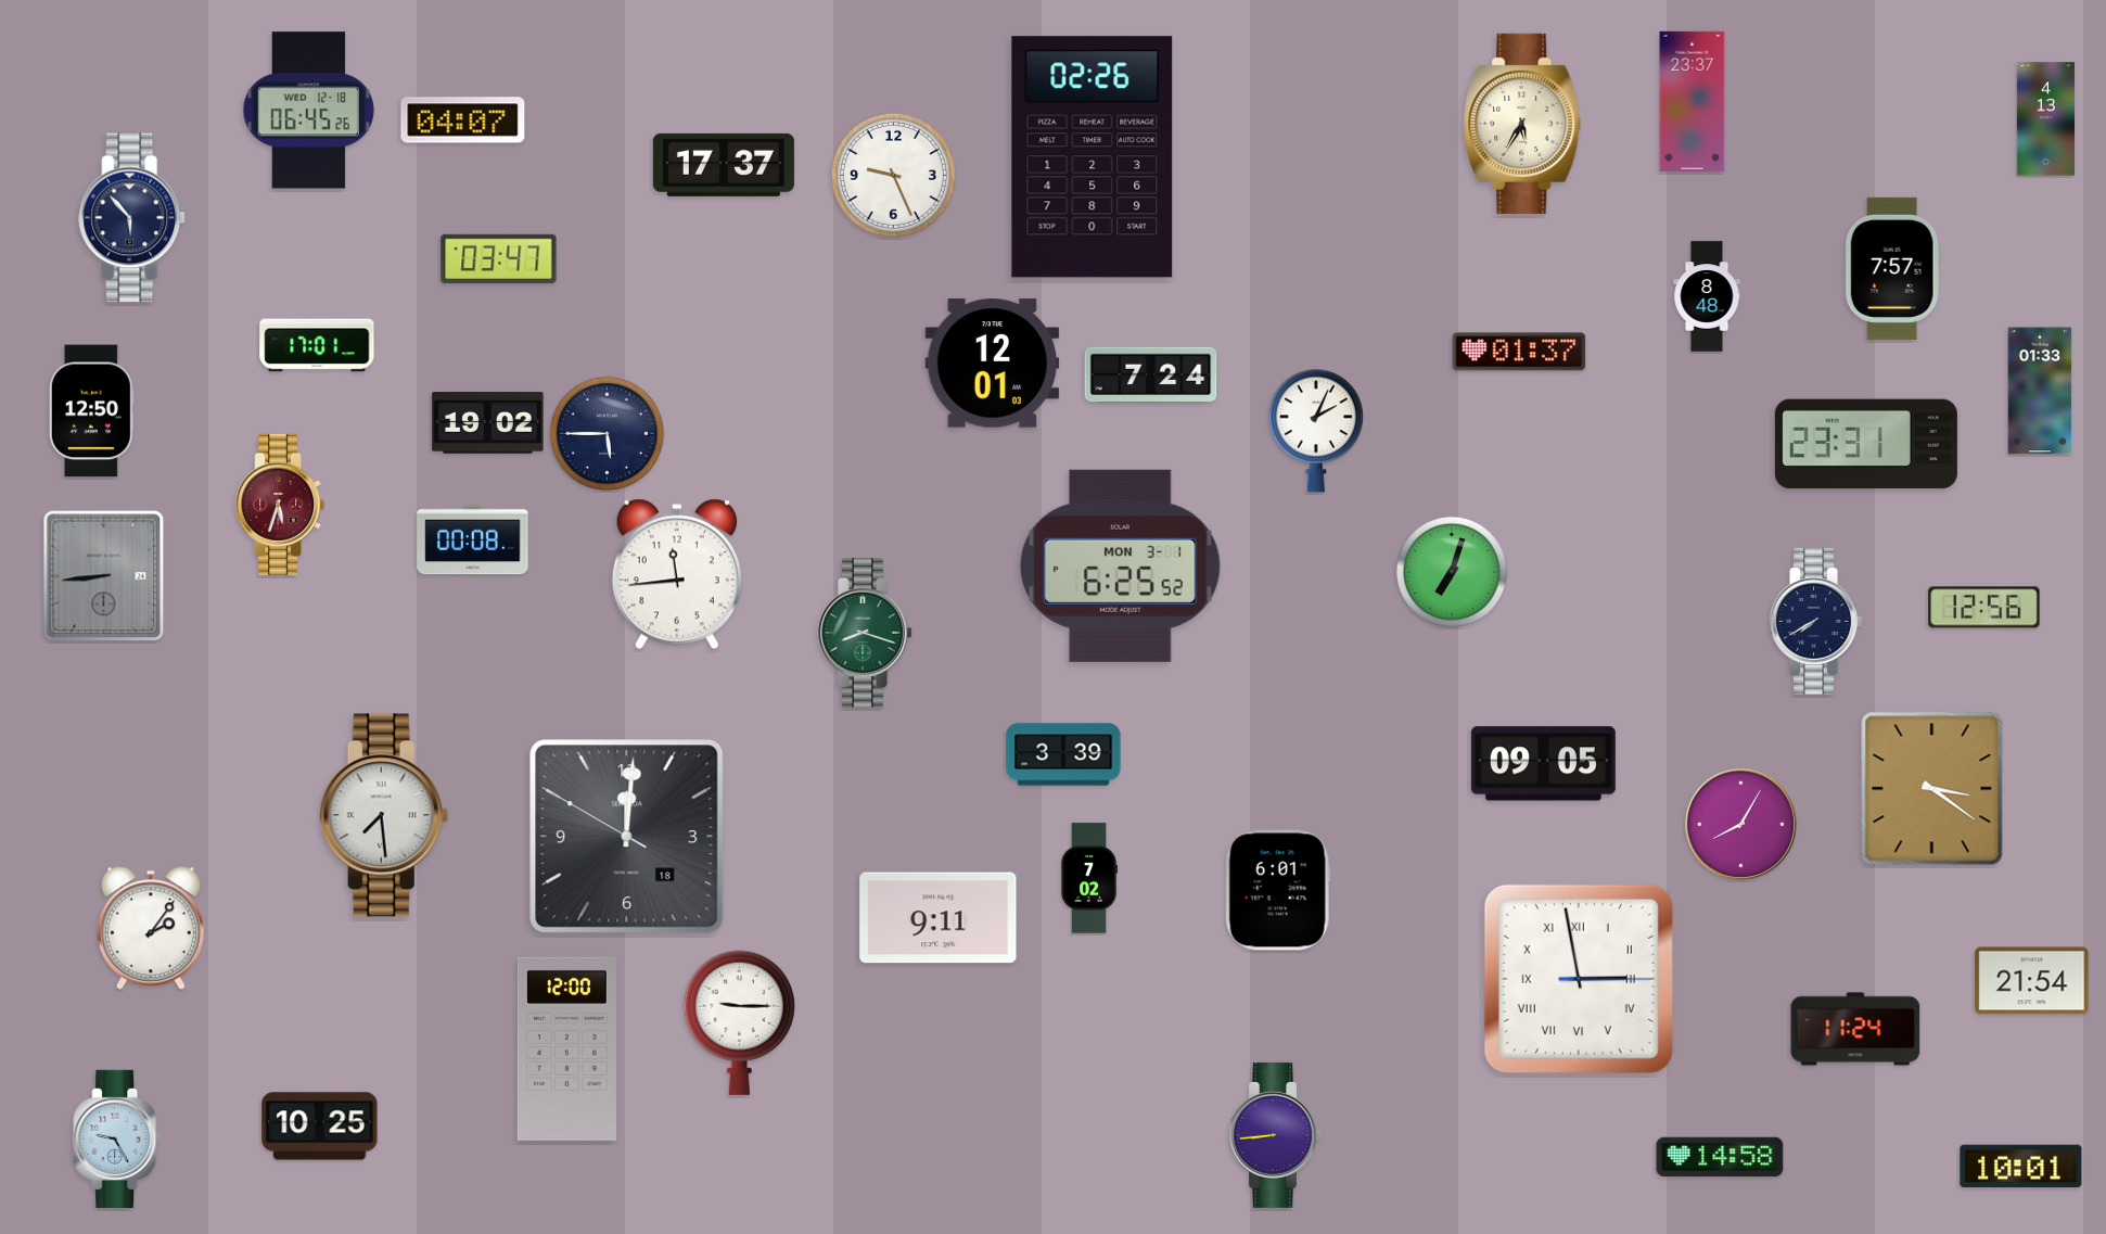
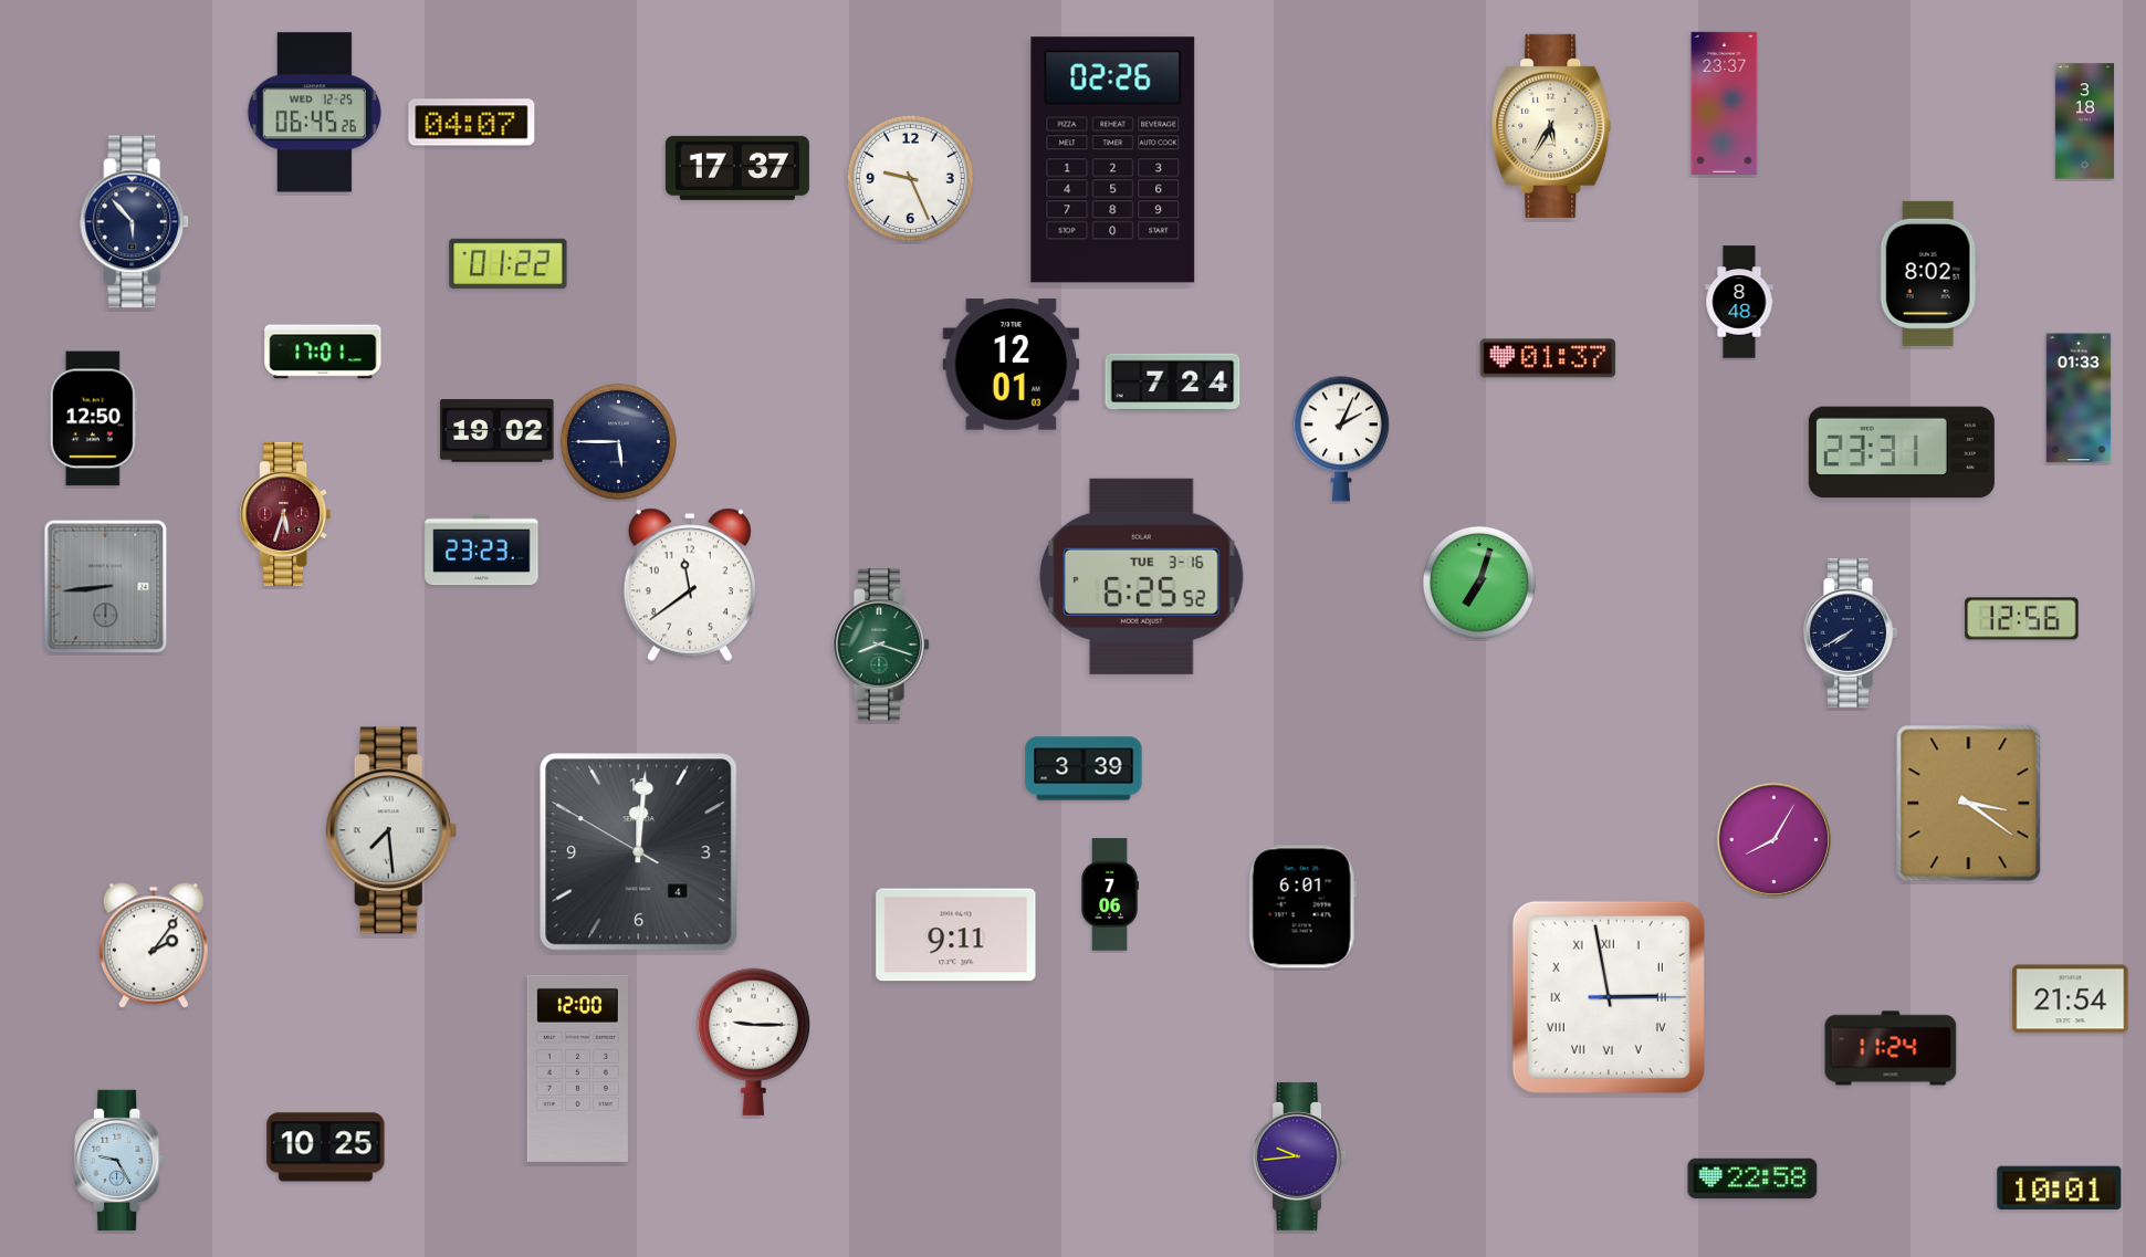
clock at (308, 111) date: WED 12-18 -> WED 12-25
clock at (2045, 119): 4:13 -> 3:18
clock at (499, 258): 03:47 -> 01:22
clock at (1892, 268): 7:57 -> 8:02
clock at (993, 364) position: (993, 364) -> (1012, 365)
clock at (473, 540): 00:08 -> 23:23
clock at (1121, 565) date: MON 3-1 -> TUE 3-16
clock at (677, 574): 11:44 -> 11:39
clock at (1543, 764): 09:05 -> none
clock at (627, 837) date: 18 -> 4
clock at (1089, 878): 7:02 -> 7:06
clock at (1274, 1135): 8:44 -> 9:44
clock at (1720, 1156): 14:58 -> 22:58
